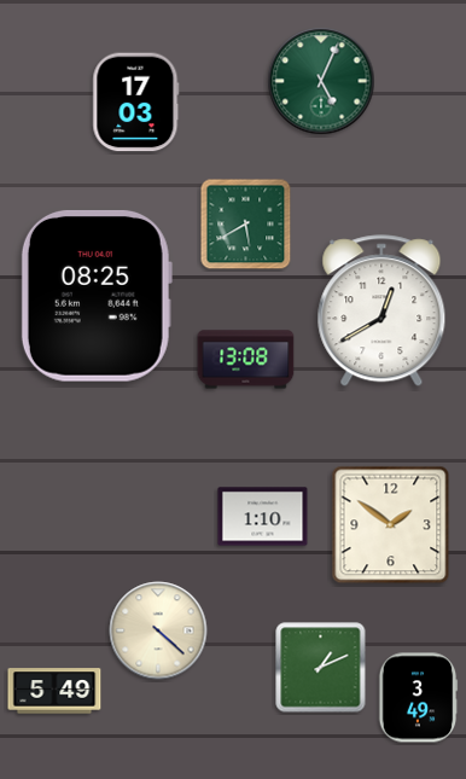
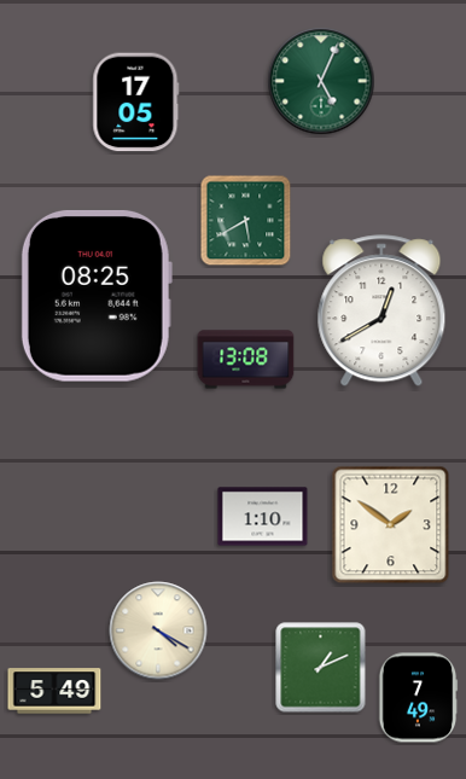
clock at (136, 103): 17:03 -> 17:05
clock at (246, 225) position: (246, 225) -> (246, 221)
clock at (158, 630): 4:22 -> 4:20
clock at (418, 698): 3:49 -> 7:49
